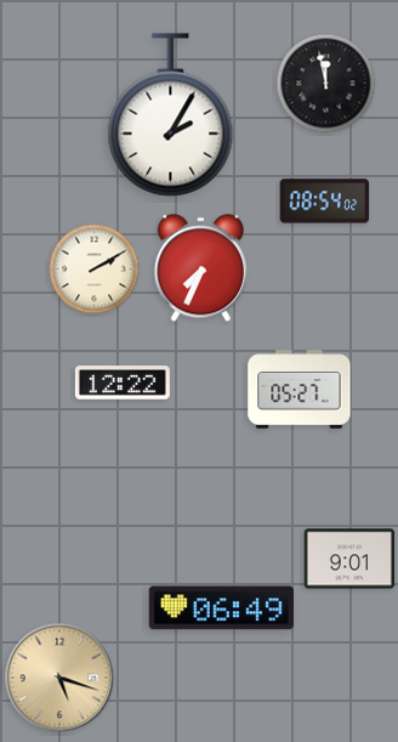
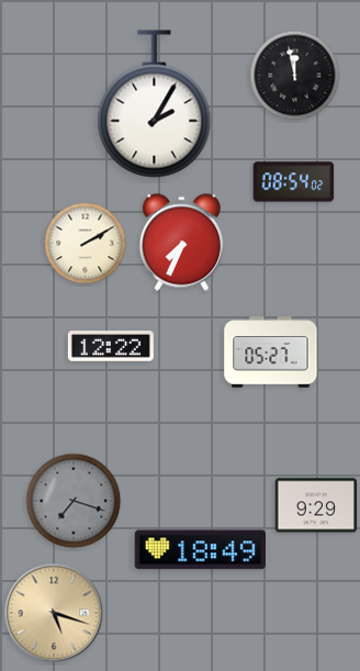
clock at (74, 501): none -> 7:18
clock at (349, 559): 9:01 -> 9:29
clock at (221, 608): 06:49 -> 18:49
